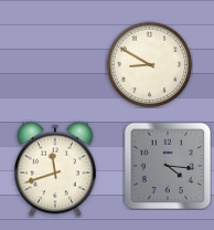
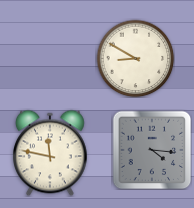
clock at (56, 169): 11:42 -> 11:47
